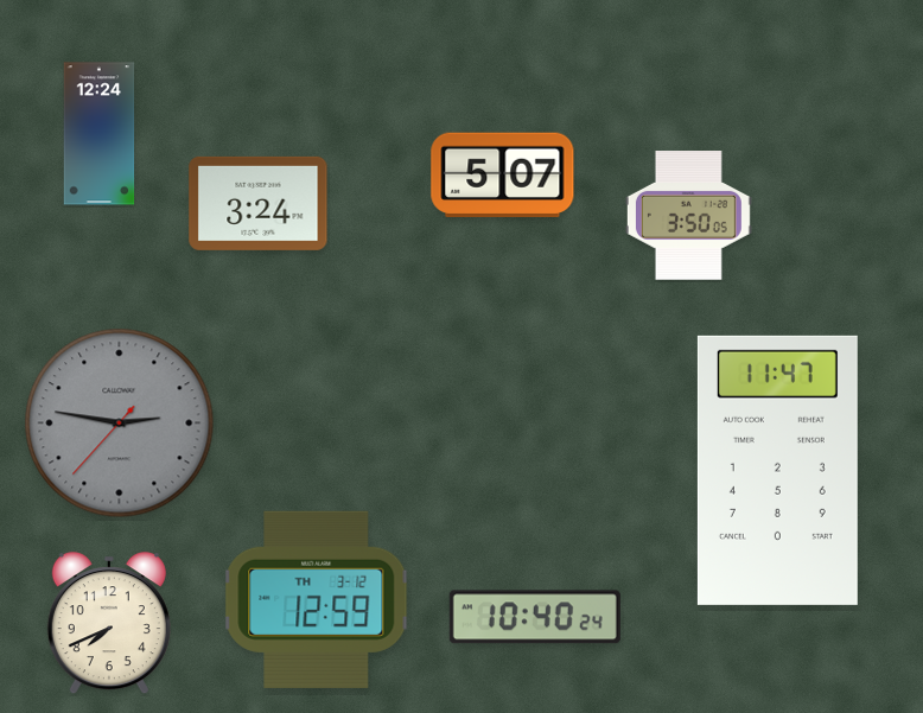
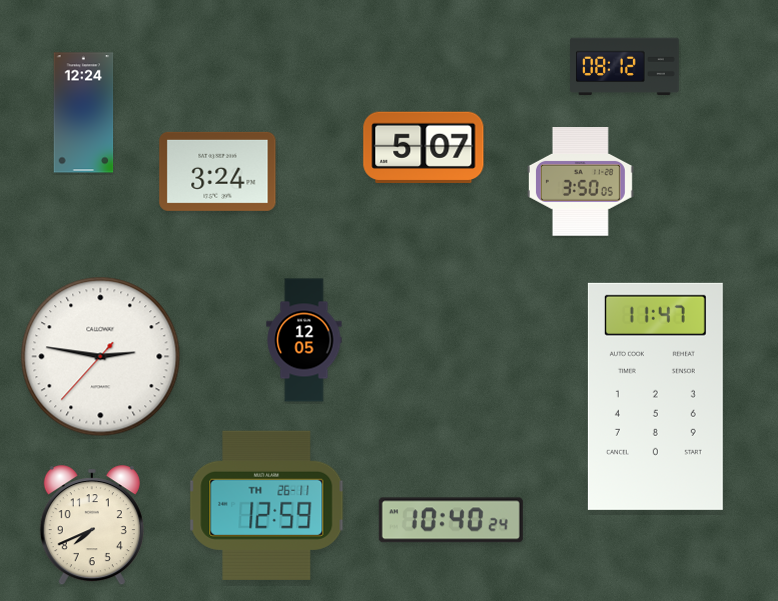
clock at (625, 67): none -> 08:12
clock at (304, 340): none -> 12:05
clock at (120, 424) dial: grey -> white
clock at (317, 599) date: TH 3-12 -> TH 26-11
